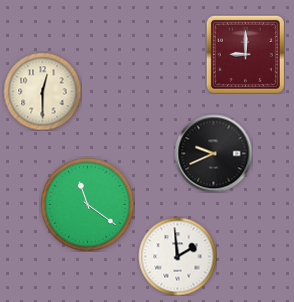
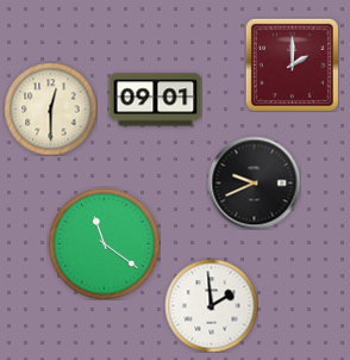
clock at (245, 54): 9:00 -> 2:00
clock at (155, 100): none -> 09:01
